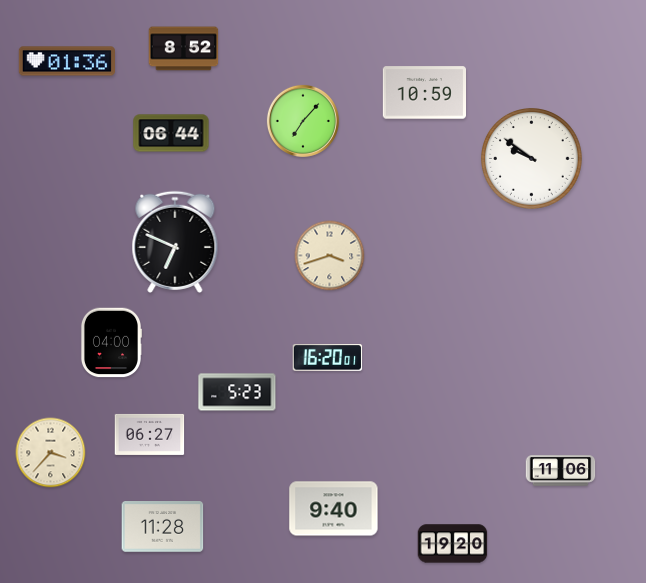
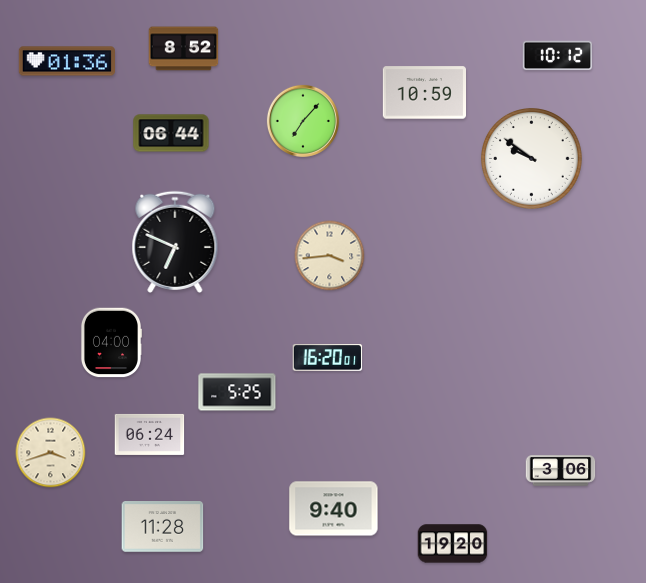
clock at (558, 56): none -> 10:12
clock at (330, 256): 3:42 -> 3:44
clock at (237, 392): 5:23 -> 5:25
clock at (150, 434): 06:27 -> 06:24
clock at (51, 453): 3:37 -> 3:42
clock at (561, 471): 11:06 -> 3:06
